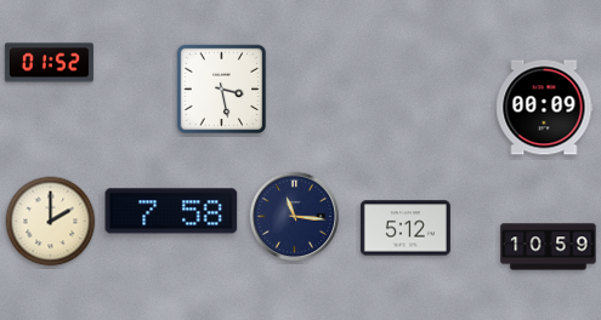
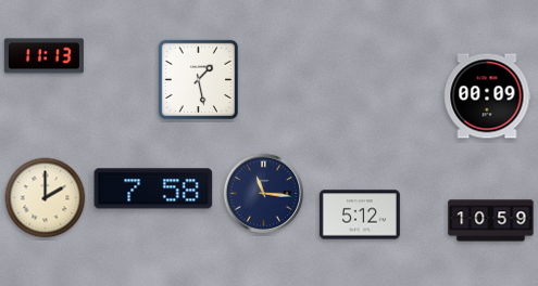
clock at (49, 63): 01:52 -> 11:13
clock at (222, 90): 3:28 -> 1:28
clock at (406, 228) position: (406, 228) -> (360, 214)
